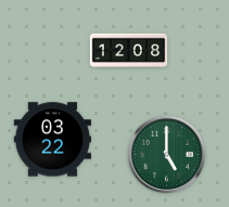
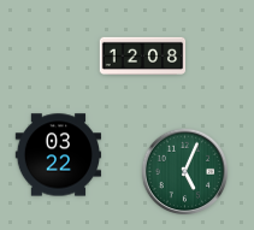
clock at (167, 155): 5:00 -> 5:04
